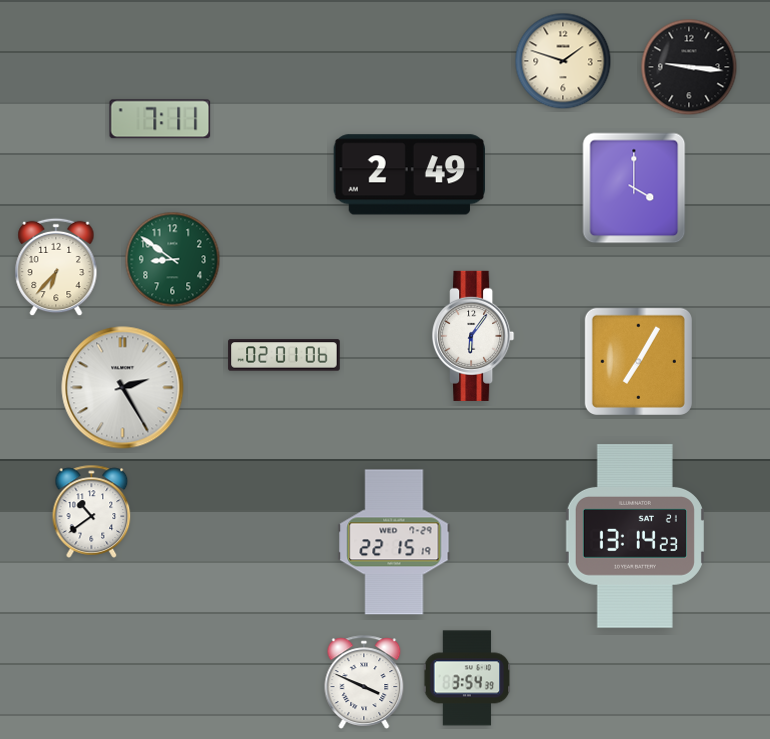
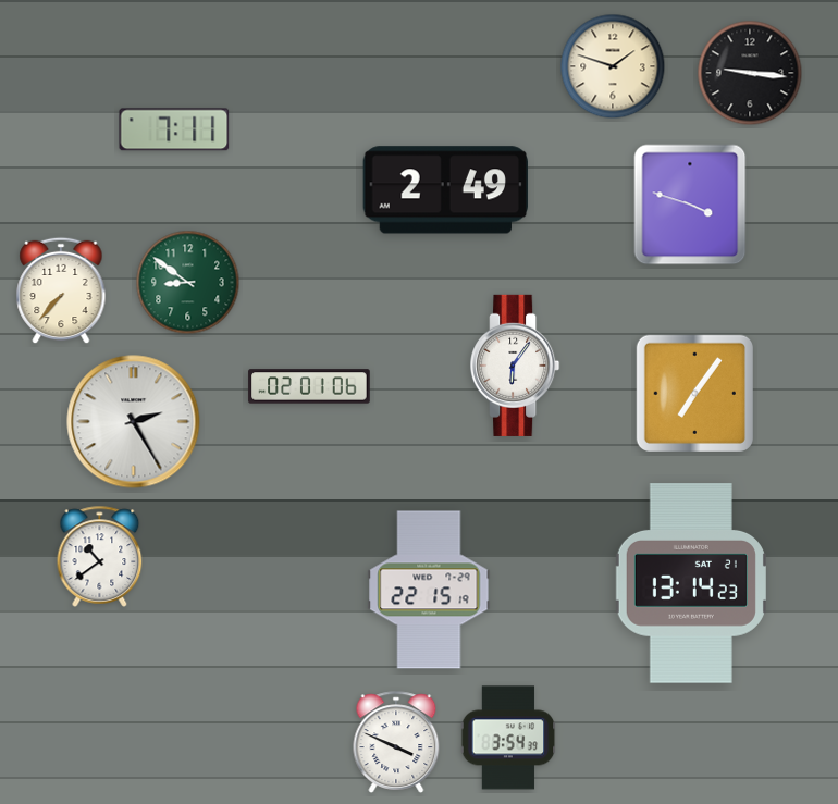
clock at (634, 188): 4:00 -> 3:48
clock at (56, 267): 6:37 -> 7:37
clock at (638, 361): 7:05 -> 7:06
